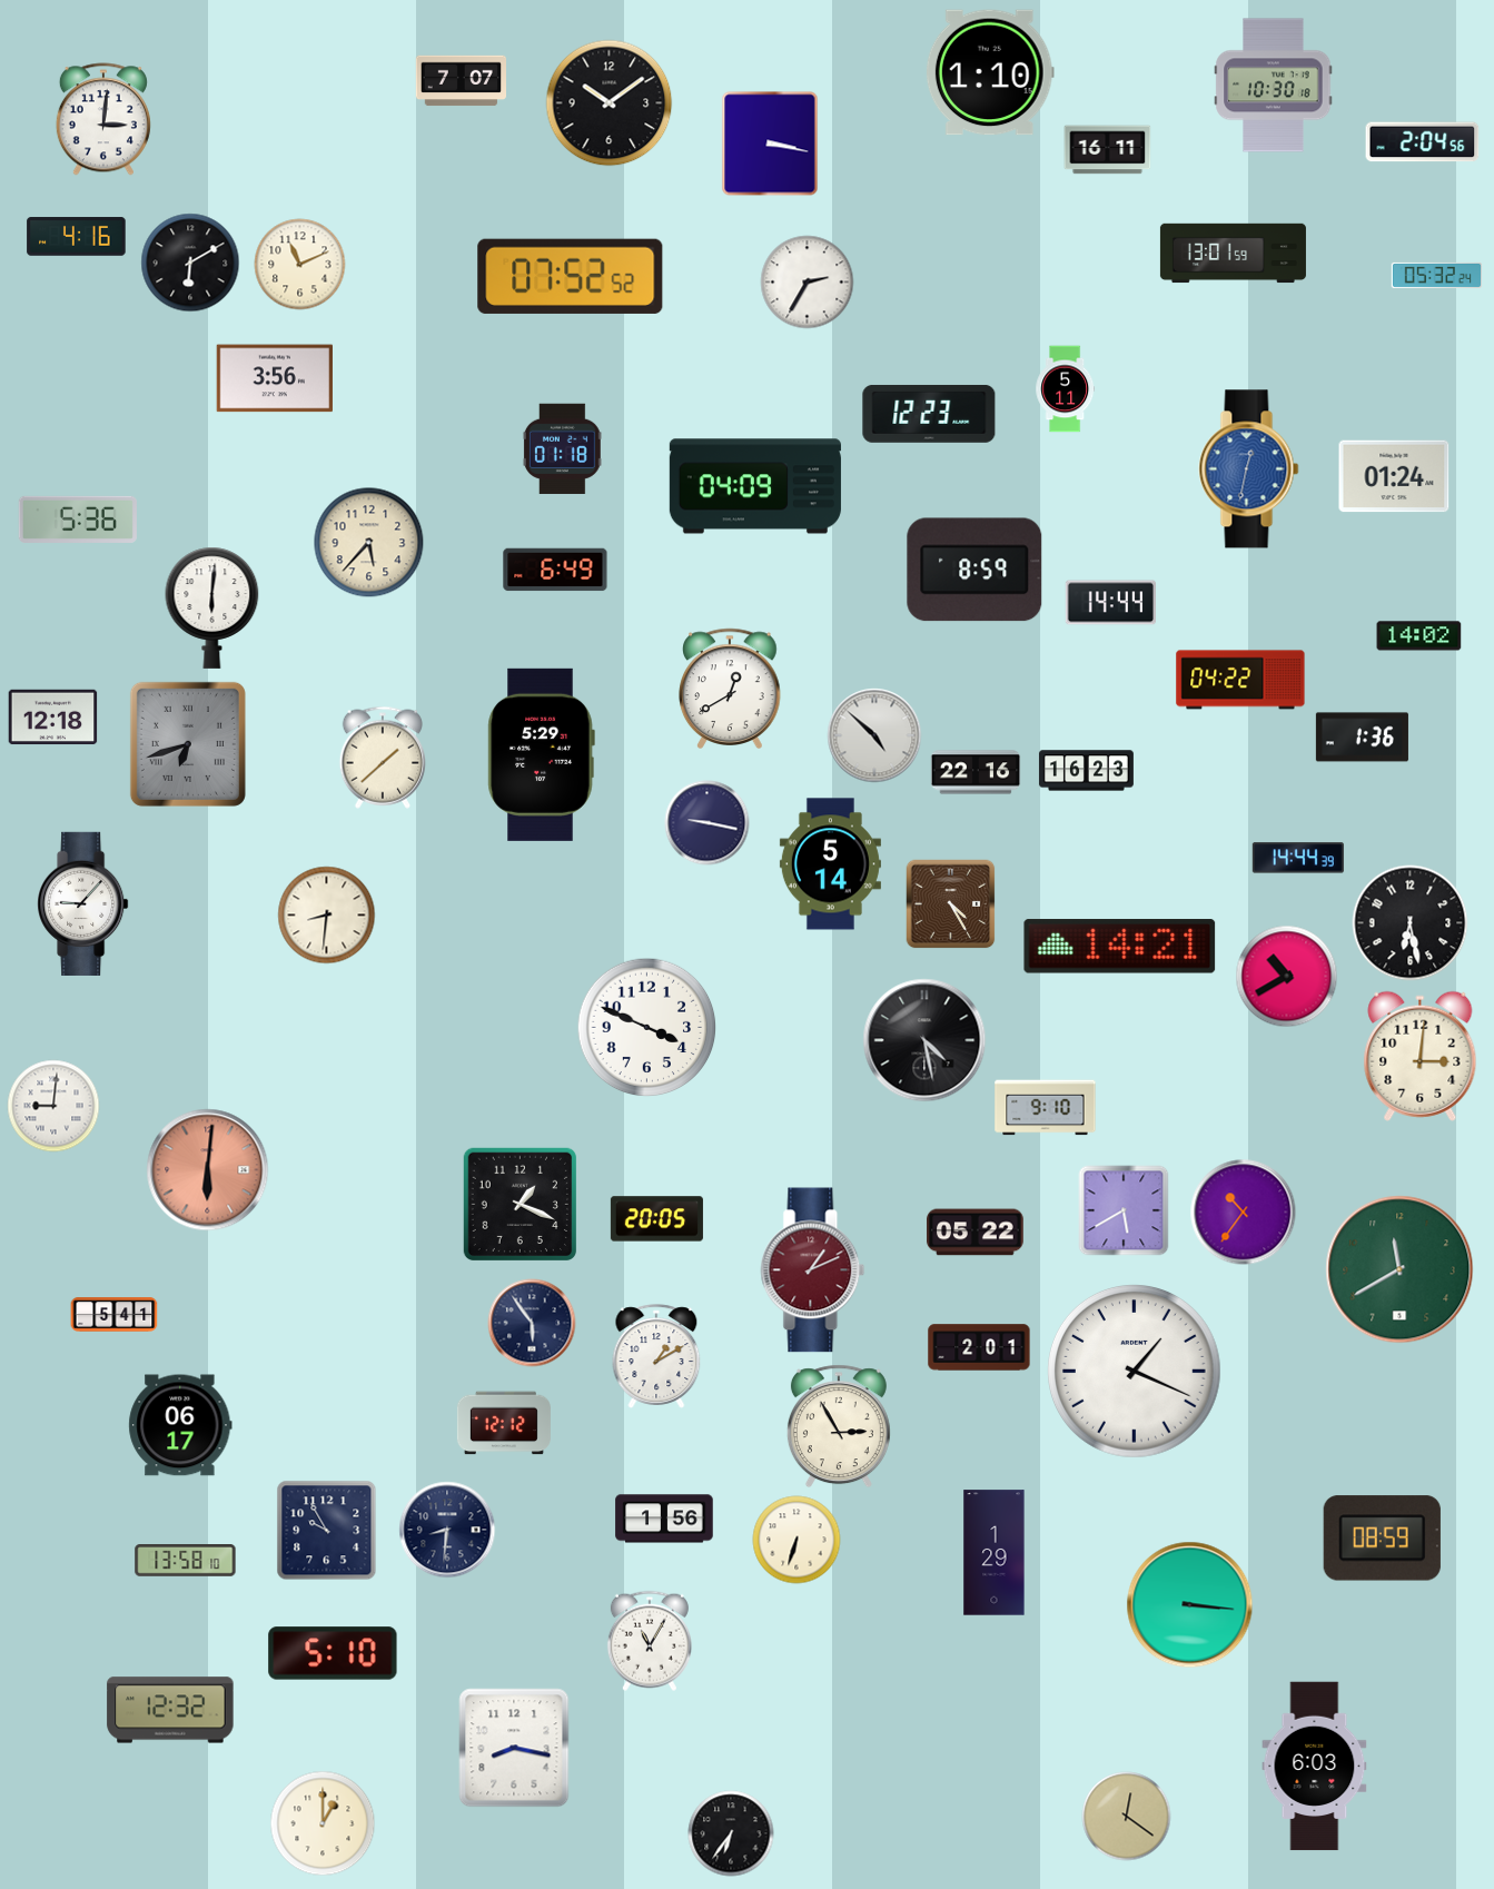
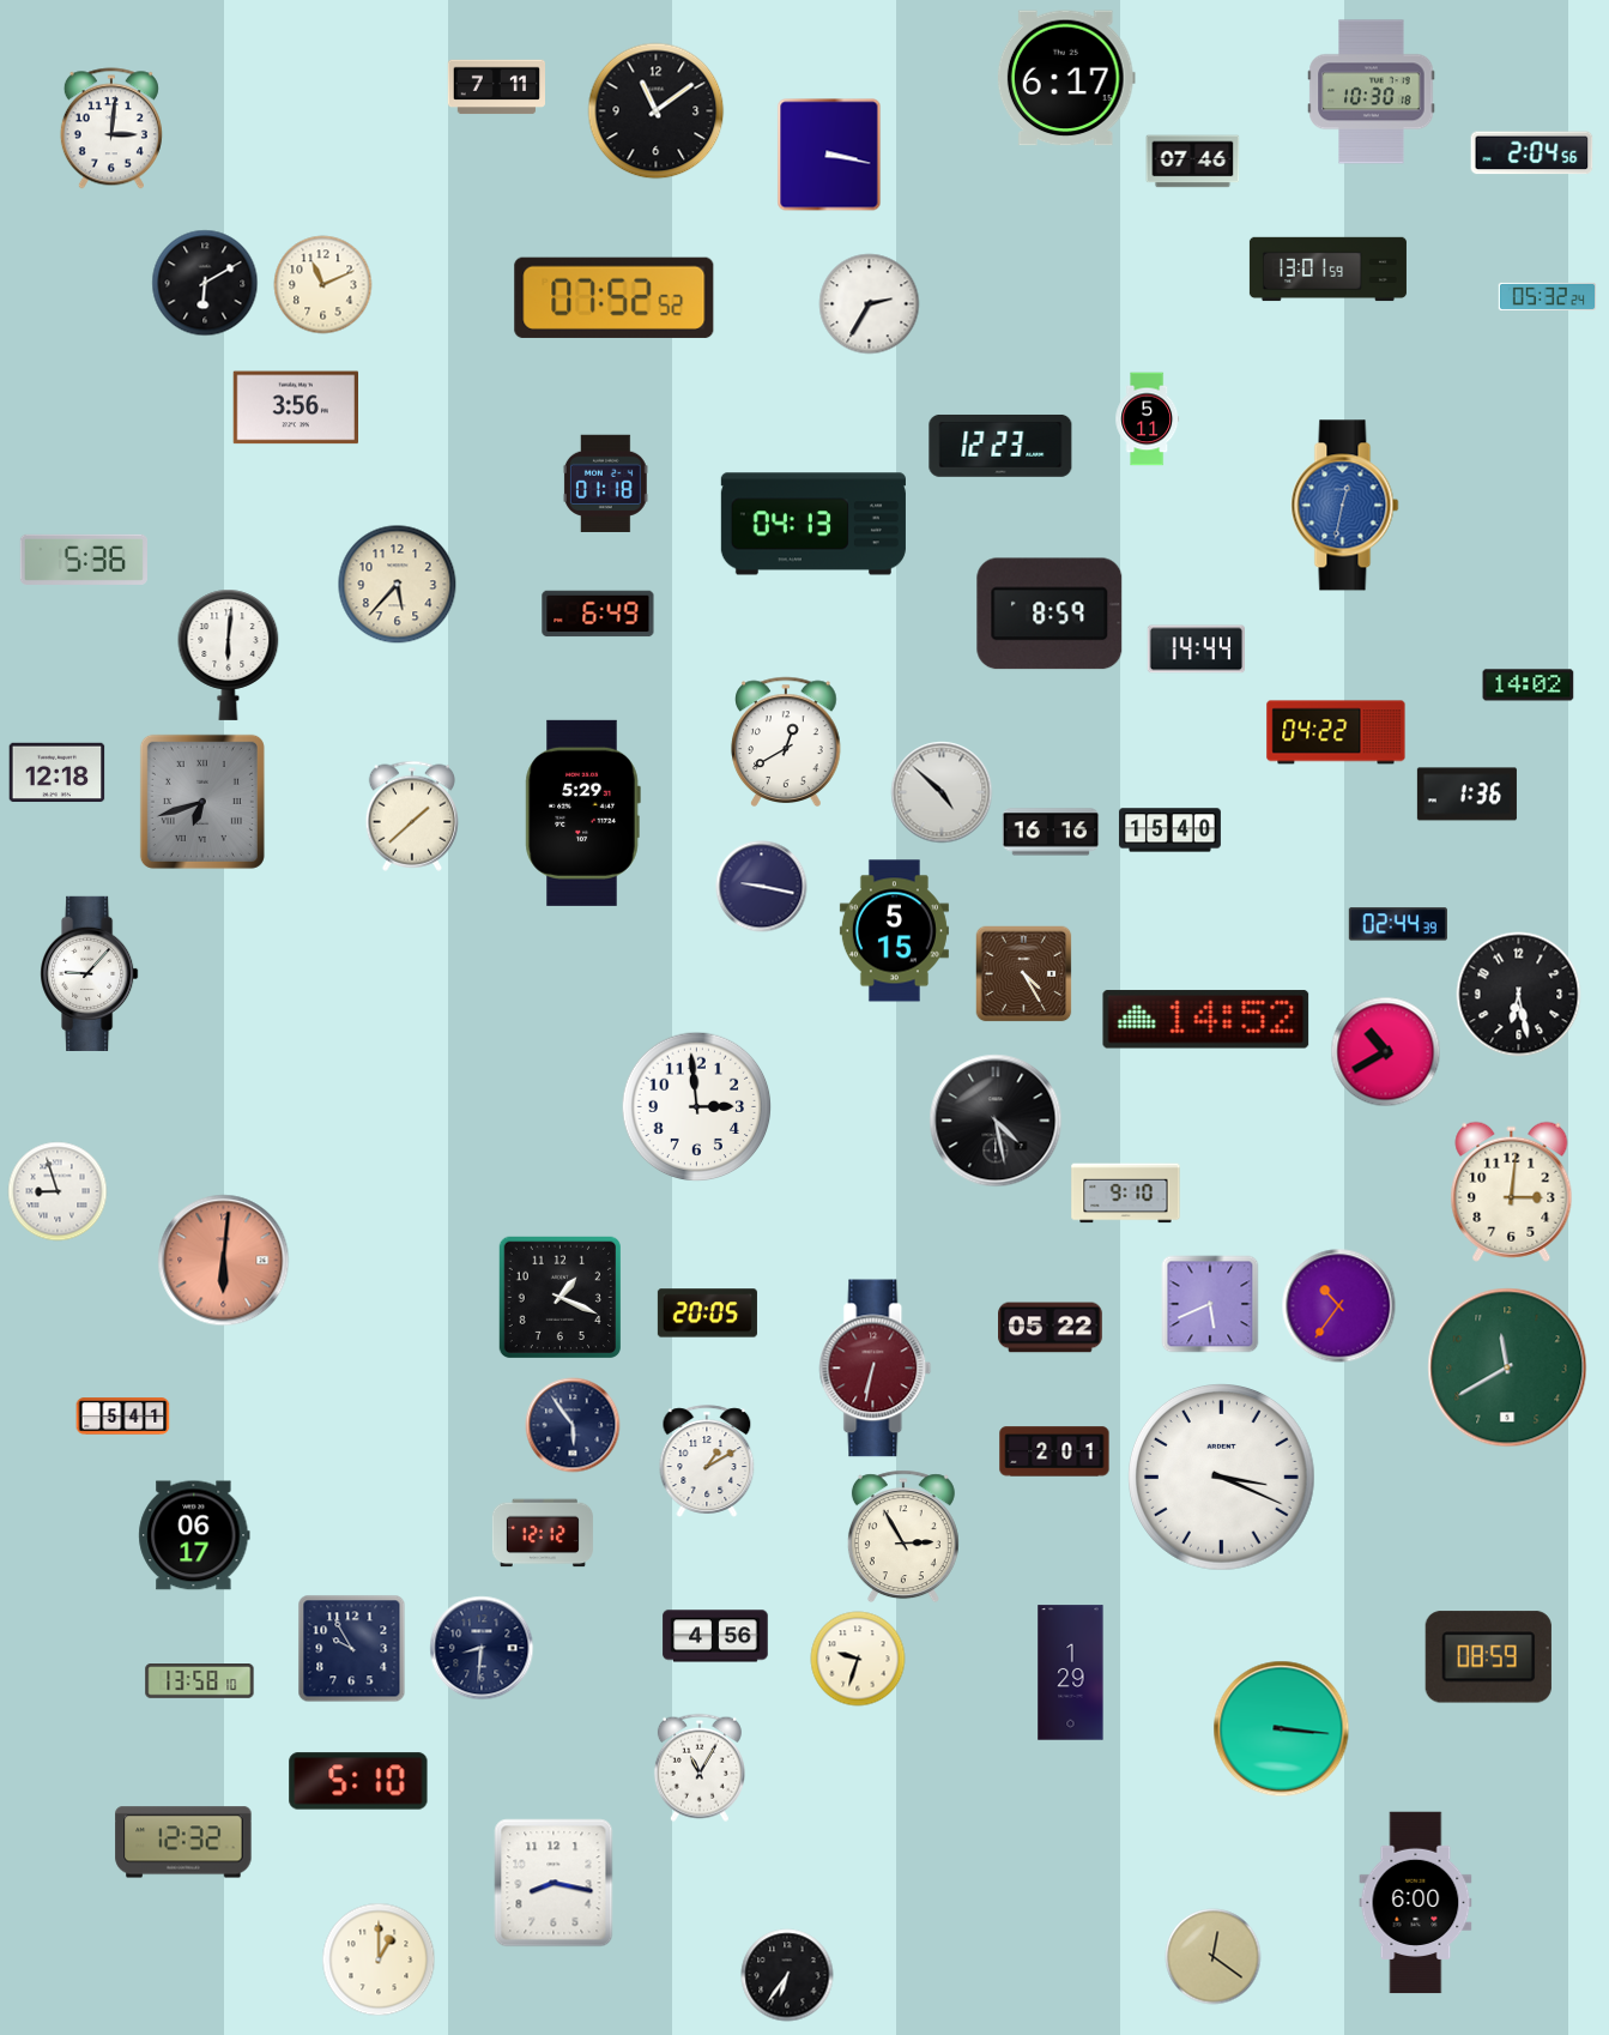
clock at (990, 72): 1:10 -> 6:17
clock at (462, 81): 7:07 -> 7:11
clock at (610, 103): 10:09 -> 11:09
clock at (1108, 150): 16:11 -> 07:46
clock at (77, 237): 4:16 -> none
clock at (1233, 254) position: (1233, 254) -> (1327, 270)
clock at (1394, 476): 01:24 -> none
clock at (755, 486): 04:09 -> 04:13
clock at (1086, 771): 16:23 -> 15:40
clock at (976, 772): 22:16 -> 16:16
clock at (1298, 858): 14:44 -> 02:44
clock at (830, 864): 5:14 -> 5:15
clock at (327, 916): 8:31 -> none
clock at (1120, 947): 14:21 -> 14:52
clock at (647, 1028): 3:49 -> 2:59
clock at (1421, 1056) position: (1421, 1056) -> (1512, 1191)
clock at (53, 1106): 9:01 -> 8:57
clock at (1124, 1210): 5:40 -> 5:41
clock at (813, 1270): 1:11 -> 6:32
clock at (1135, 1372): 1:19 -> 3:19
clock at (664, 1519): 1:56 -> 4:56
clock at (797, 1540): 6:33 -> 9:33
clock at (1315, 1767): 6:03 -> 6:00
clock at (323, 1823) position: (323, 1823) -> (379, 1959)
